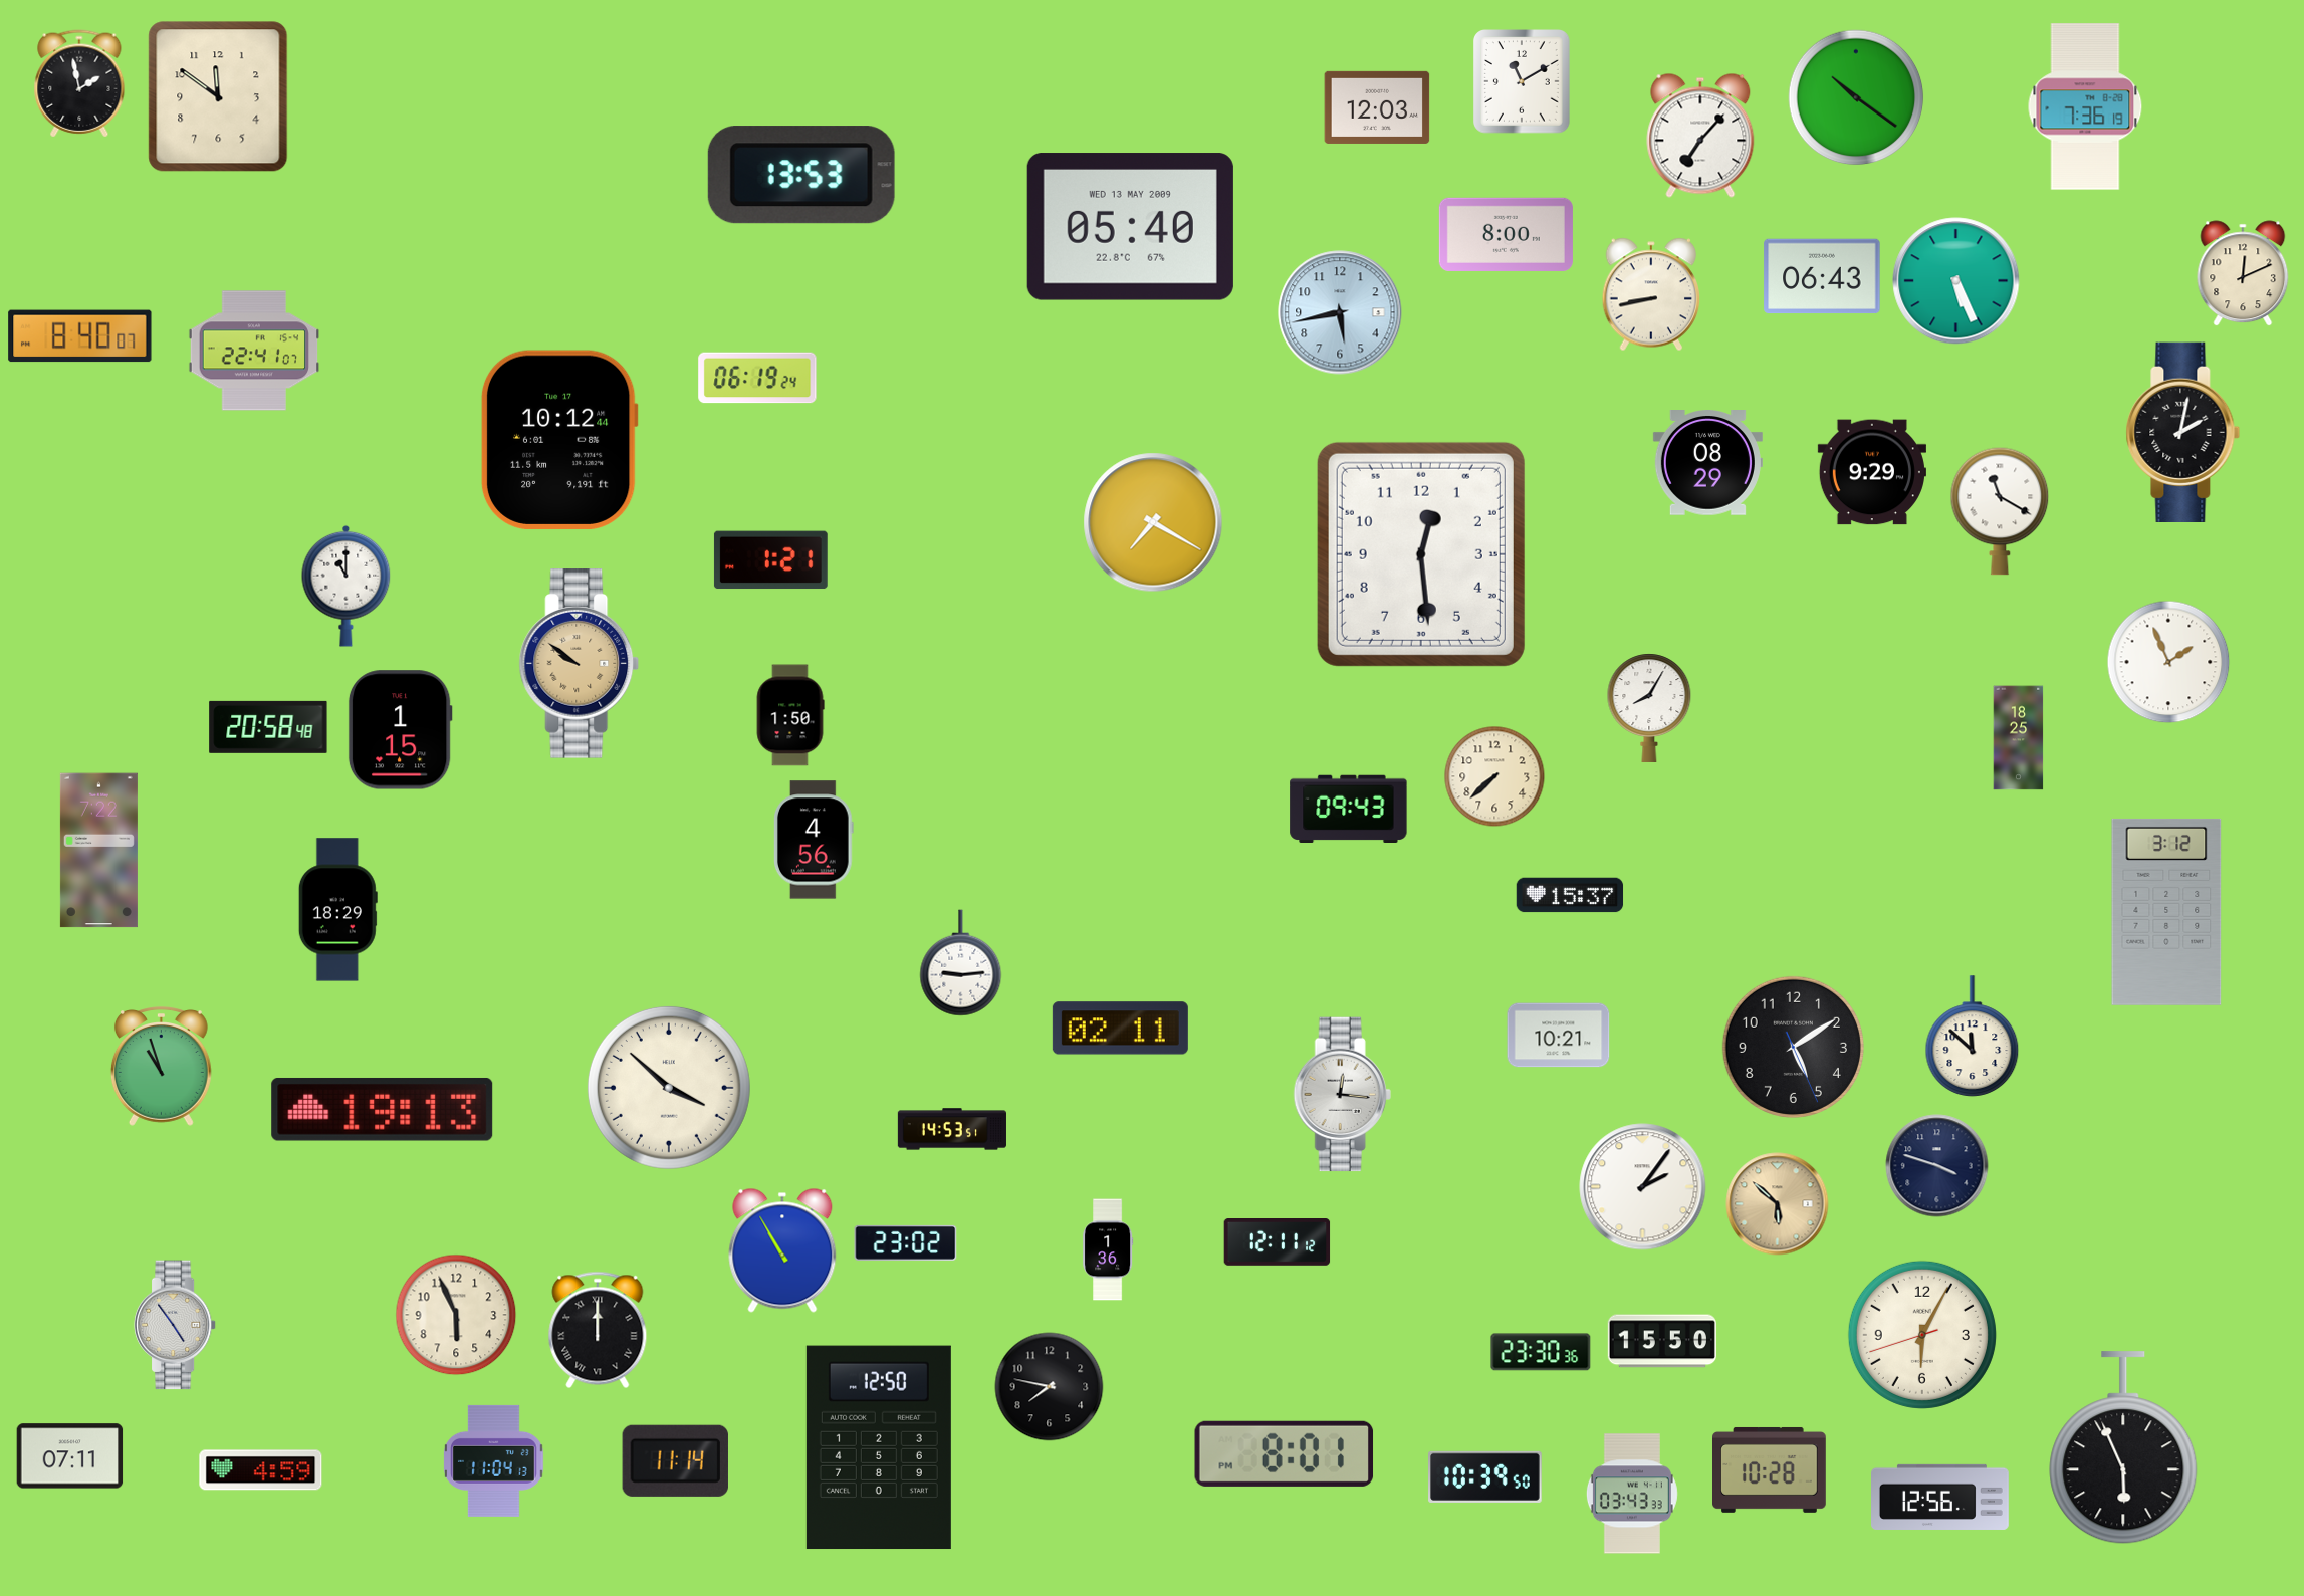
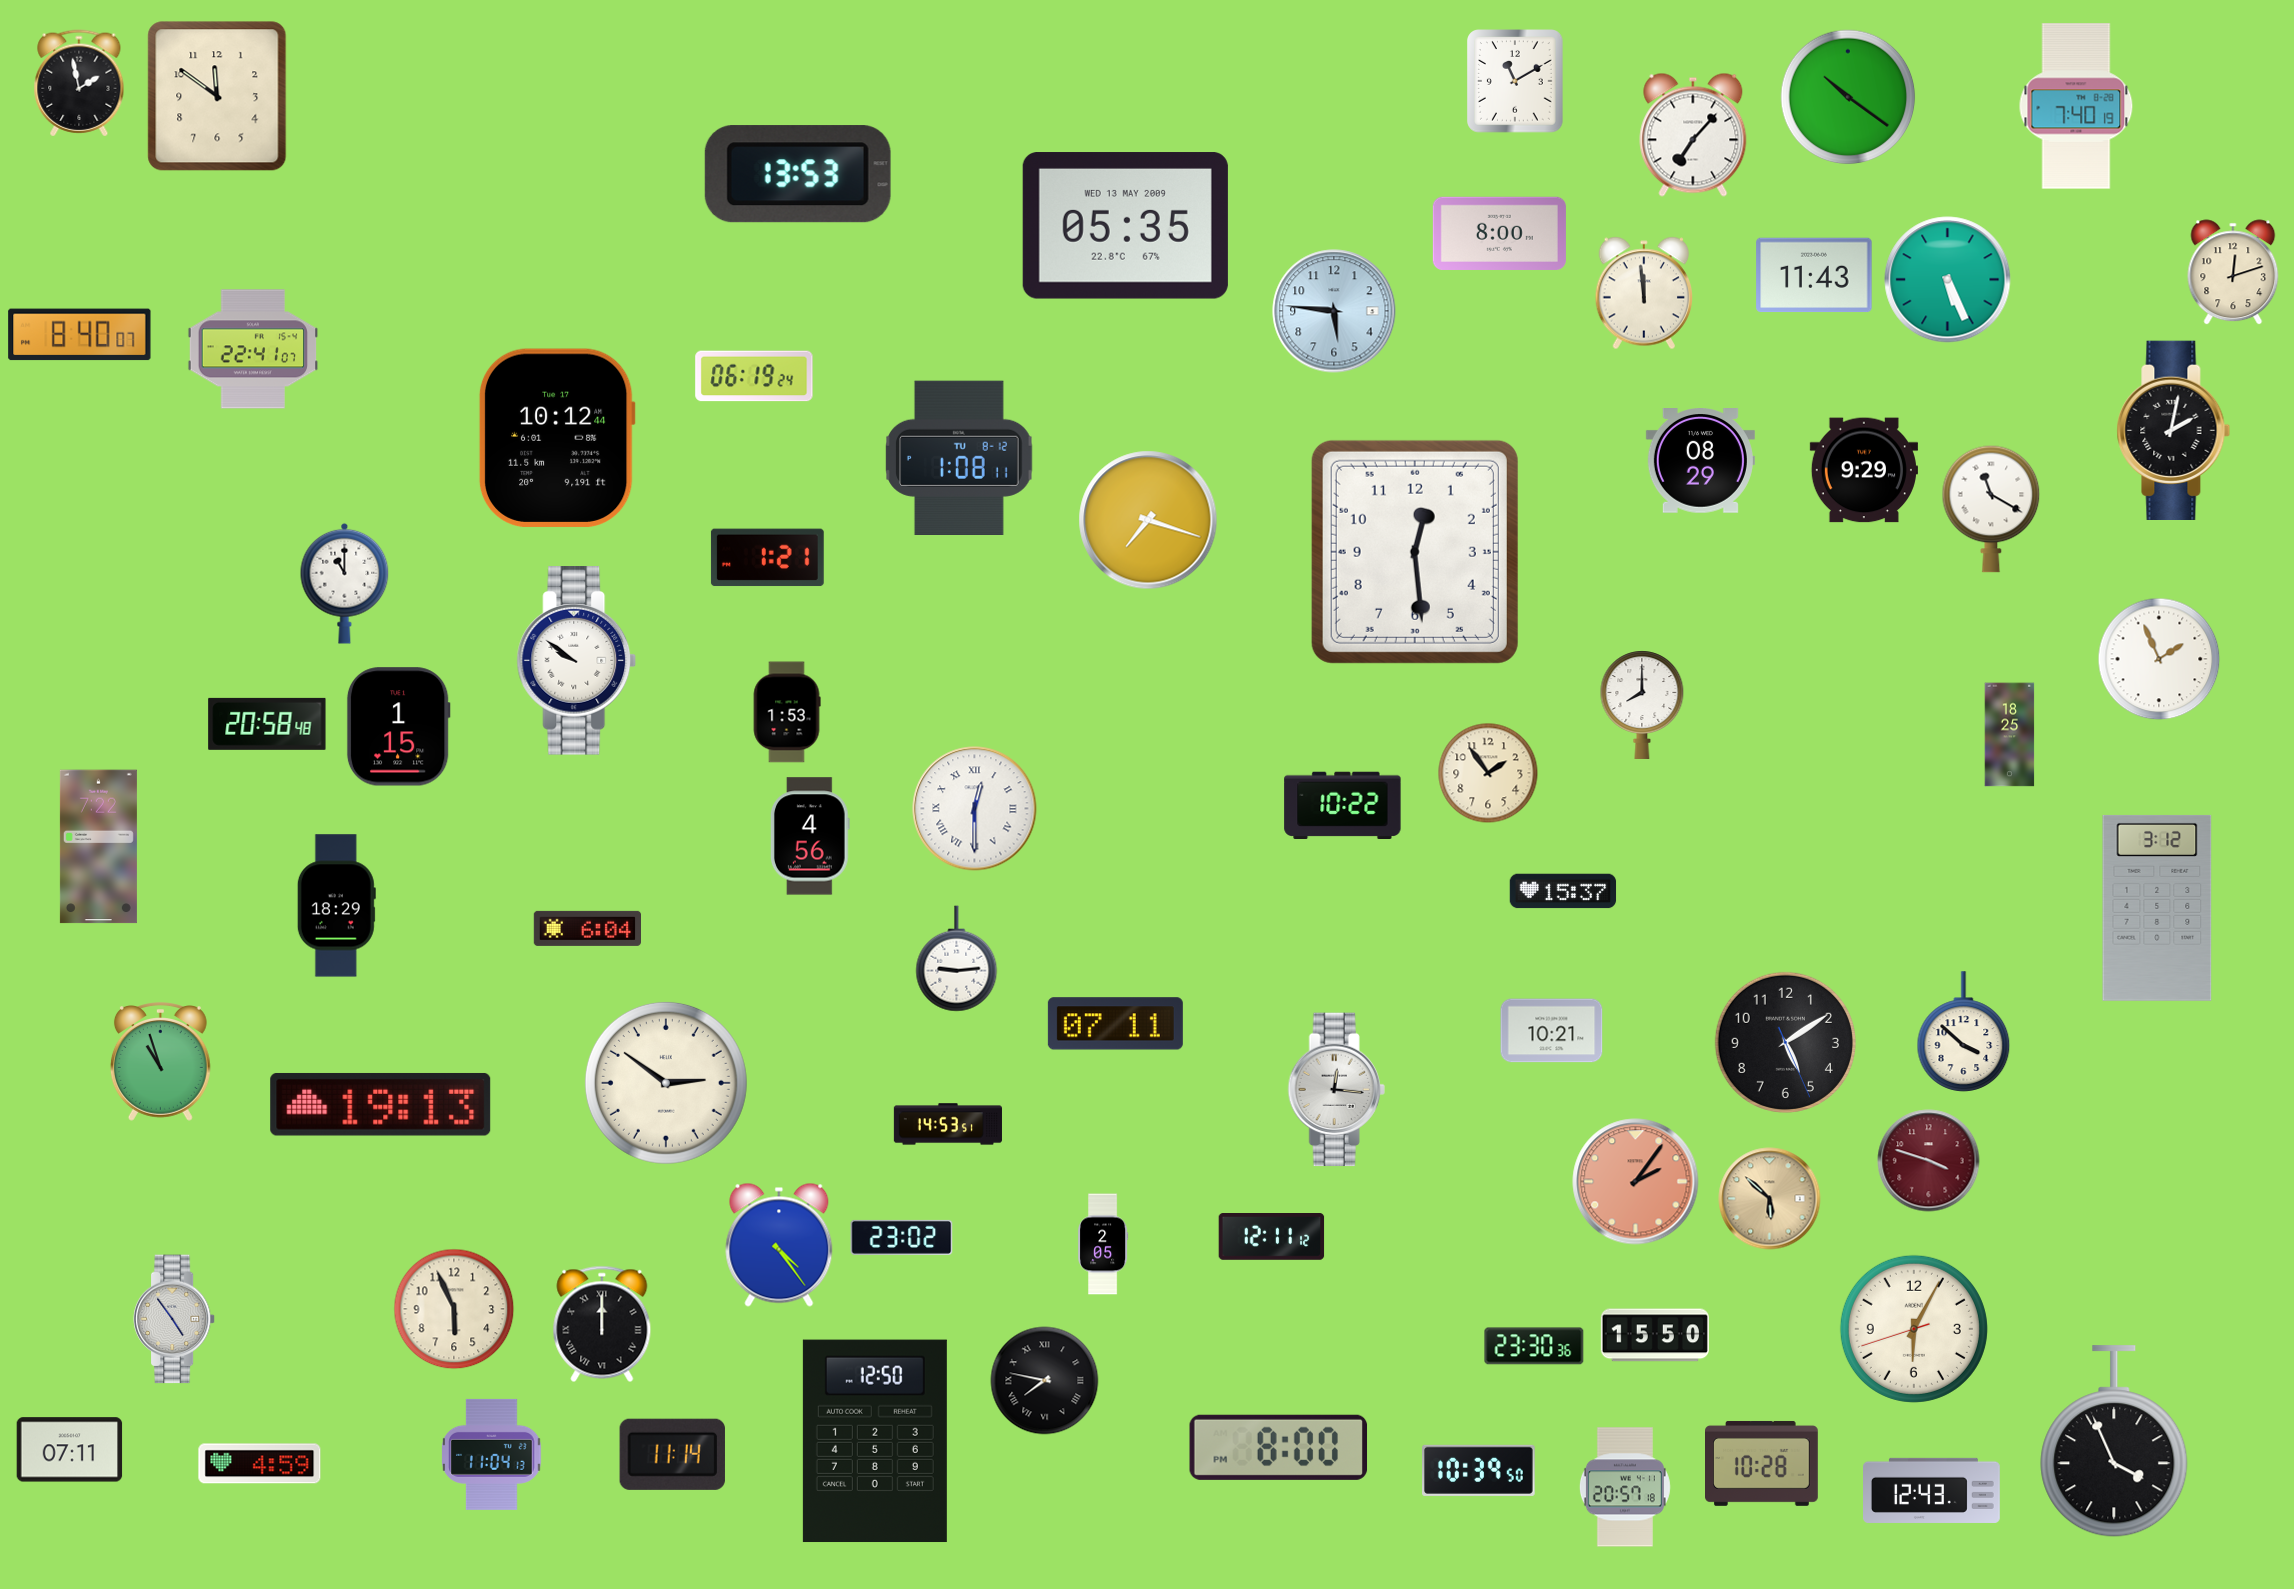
clock at (2085, 106): 7:36 -> 7:40
clock at (1377, 107): 12:03 -> none
clock at (1130, 227): 05:40 -> 05:35
clock at (2243, 273): 12:11 -> 12:12
clock at (1822, 276): 06:43 -> 11:43
clock at (1650, 294): 8:43 -> 11:59
clock at (1340, 312): 5:43 -> 5:46
clock at (959, 457): none -> 1:08
clock at (1153, 522): 7:20 -> 7:18
clock at (580, 664) dial: champagne -> white
clock at (1649, 708): 8:05 -> 8:00
clock at (790, 715): 1:50 -> 1:53
clock at (1494, 776): 7:38 -> 1:54
clock at (1349, 810): 09:43 -> 10:22
clock at (975, 809): none -> 12:30
clock at (587, 928): none -> 6:04
clock at (1120, 1029): 02:11 -> 07:11
clock at (1973, 1037): 11:52 -> 3:52
clock at (669, 1088): 3:52 -> 2:51
clock at (1937, 1166) dial: navy -> burgundy
clock at (1643, 1187) dial: white -> salmon
clock at (1108, 1249): 1:36 -> 2:05
clock at (782, 1250): 10:55 -> 4:24
clock at (598, 1330) position: (598, 1330) -> (602, 1324)
clock at (1050, 1387) numerals: Arabic -> Roman
clock at (2123, 1448): 5:56 -> 3:56
clock at (1285, 1453): 8:01 -> 8:00
clock at (1632, 1494): 03:43 -> 20:57
clock at (1940, 1497): 12:56 -> 12:43
